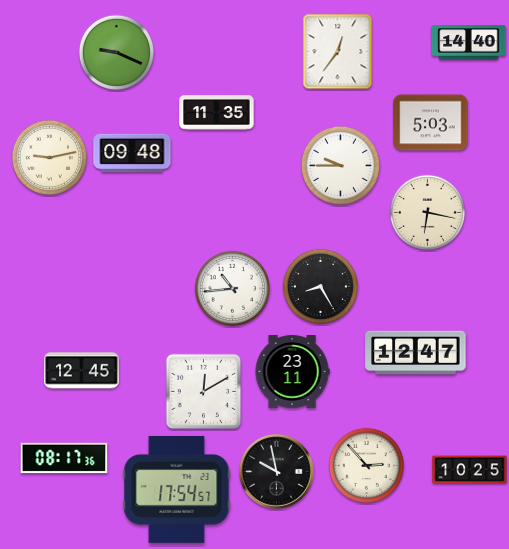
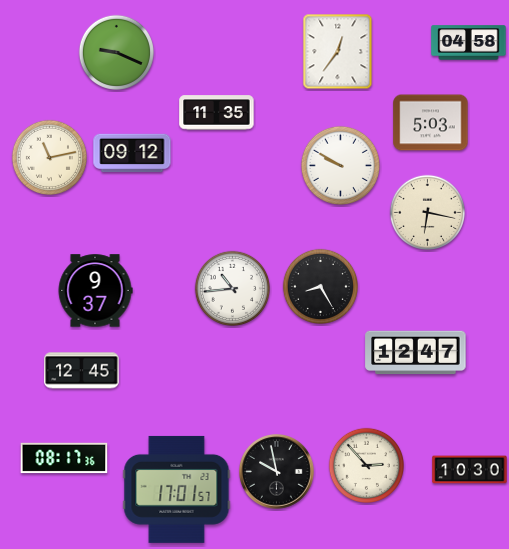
clock at (469, 43): 14:40 -> 04:58
clock at (132, 153): 09:48 -> 09:12
clock at (49, 157): 9:13 -> 11:13
clock at (340, 165): 9:45 -> 9:50
clock at (95, 291): none -> 9:37
clock at (292, 372): 23:11 -> none
clock at (204, 392): 12:10 -> none
clock at (470, 470): 10:25 -> 10:30
clock at (177, 489): 17:54 -> 17:01
